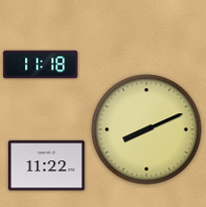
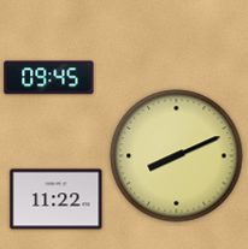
clock at (41, 65): 11:18 -> 09:45
